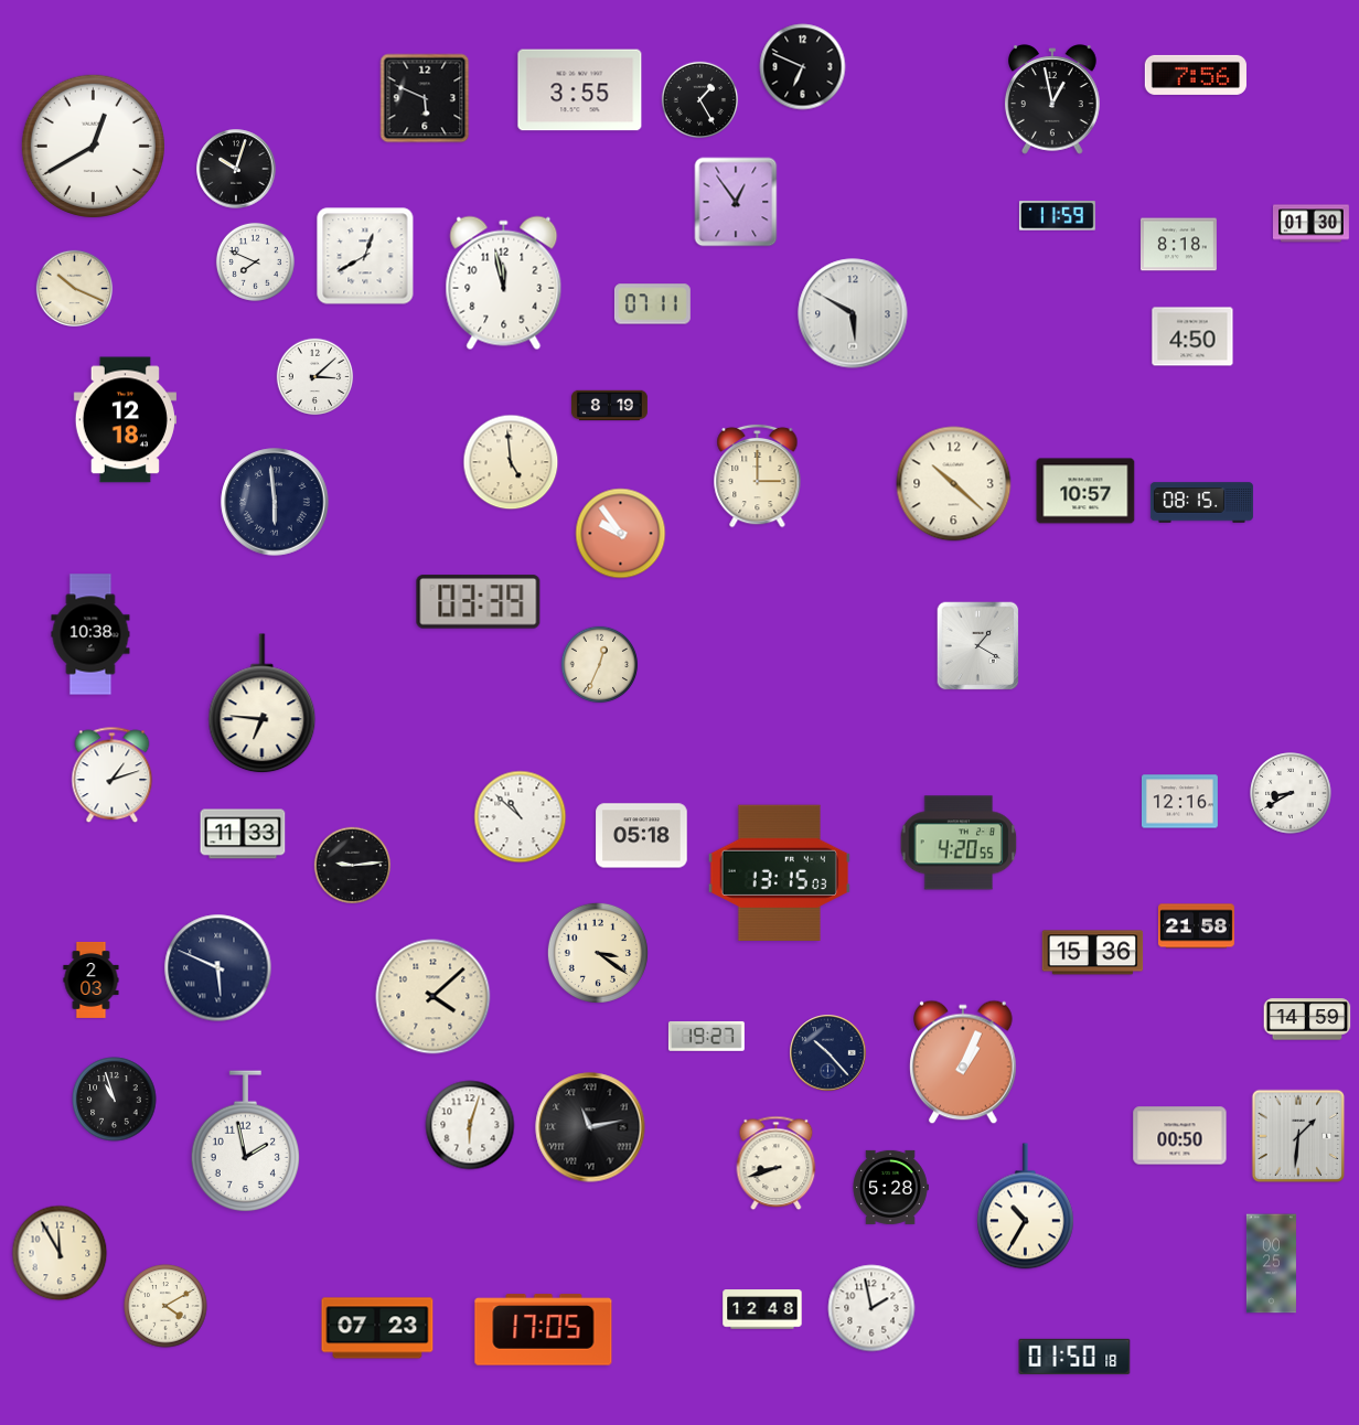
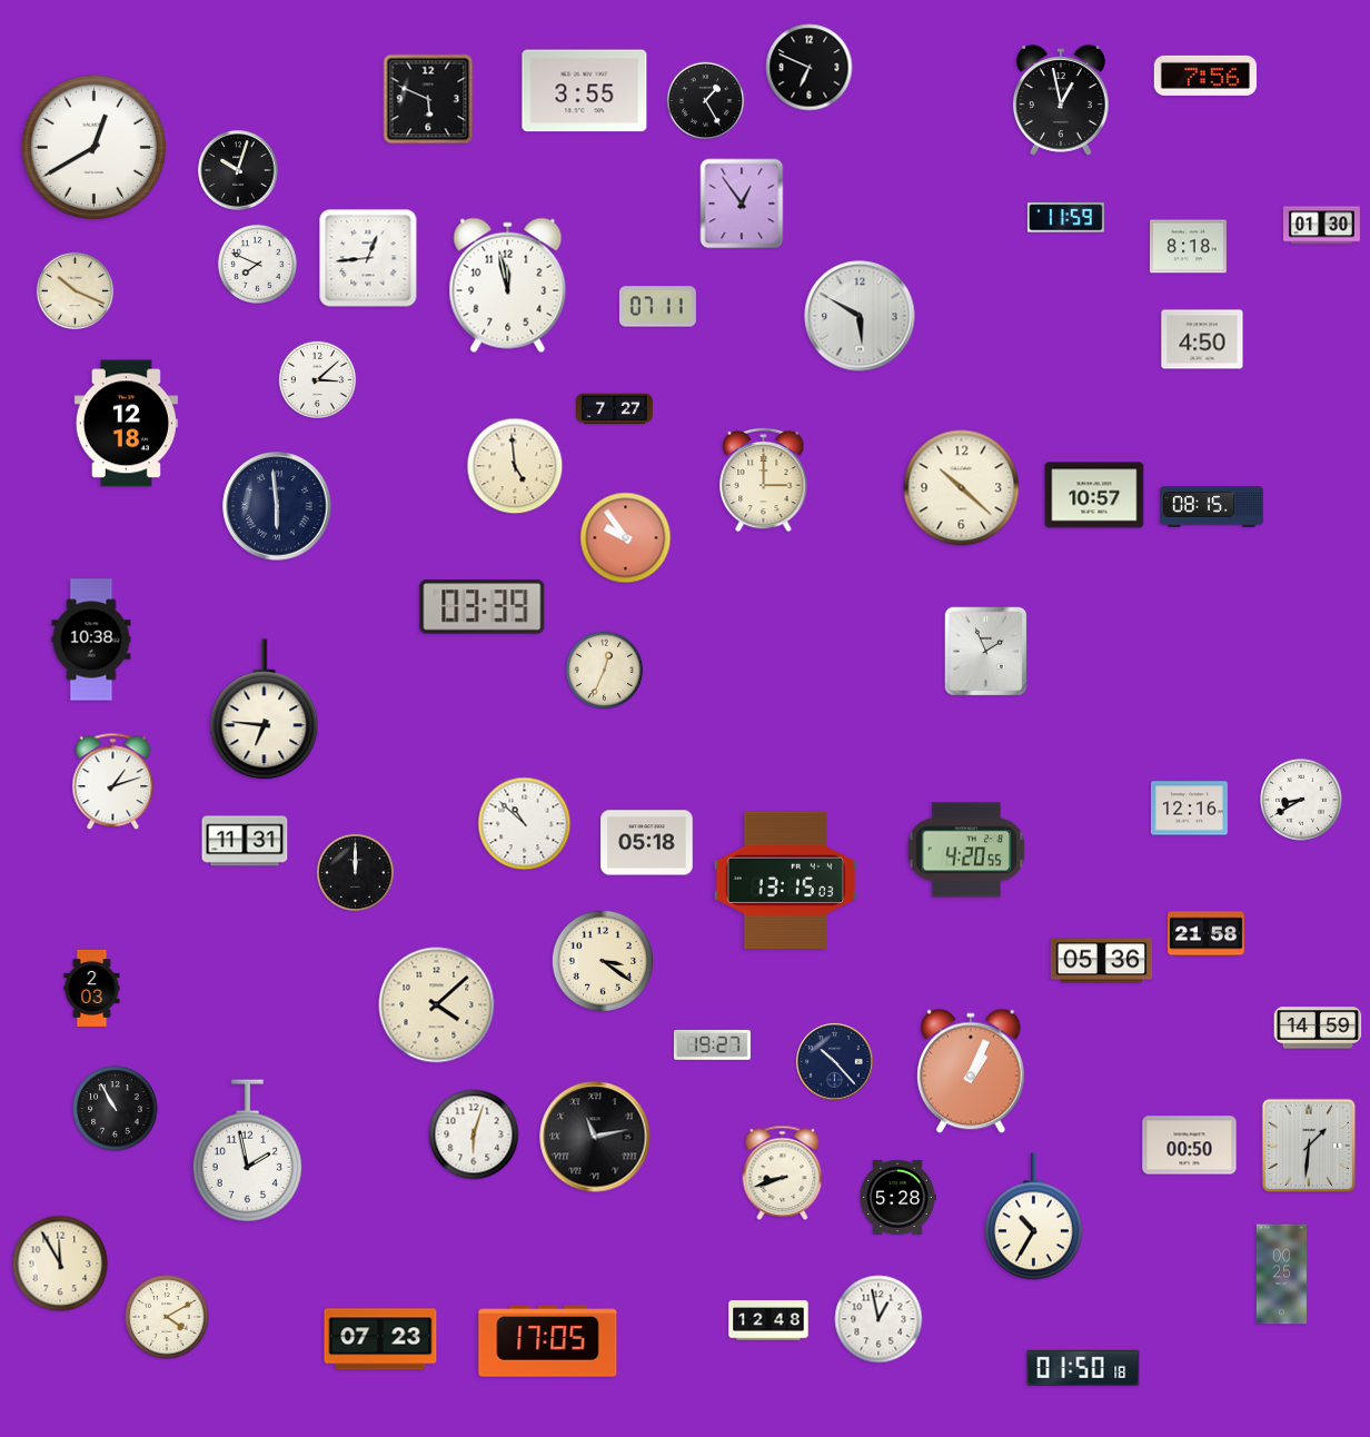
clock at (365, 256): 12:40 -> 12:44
clock at (609, 406): 8:19 -> 7:27
clock at (978, 646): 1:20 -> 1:56
clock at (243, 834): 11:33 -> 11:31
clock at (353, 866): 9:14 -> 12:00
clock at (1093, 953): 15:36 -> 05:36
clock at (218, 968): 5:49 -> none
clock at (115, 1100): 10:57 -> 10:55
clock at (871, 1308): 1:58 -> 12:58
